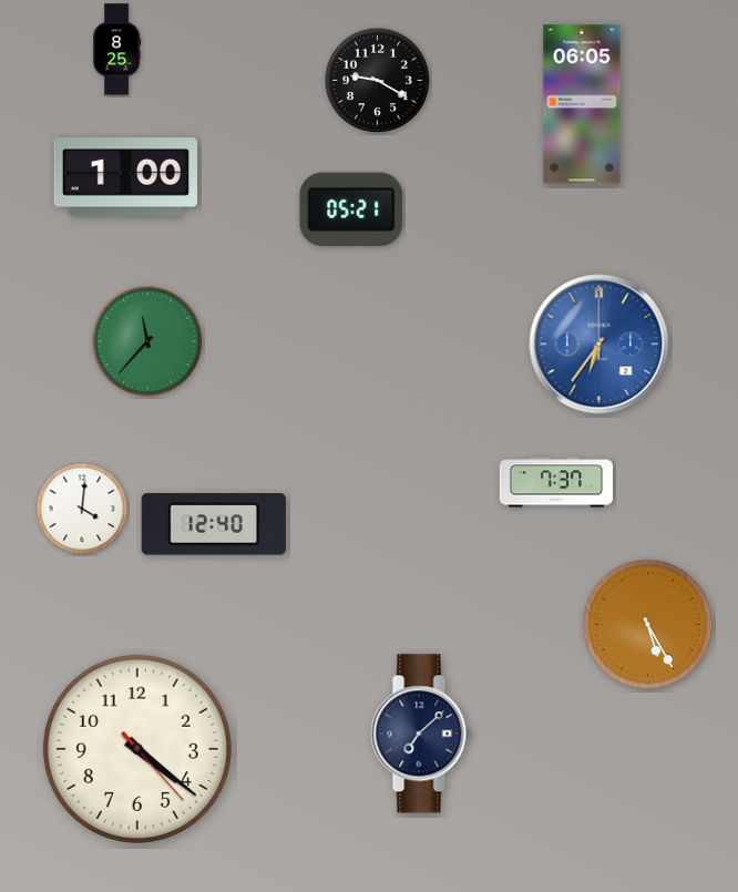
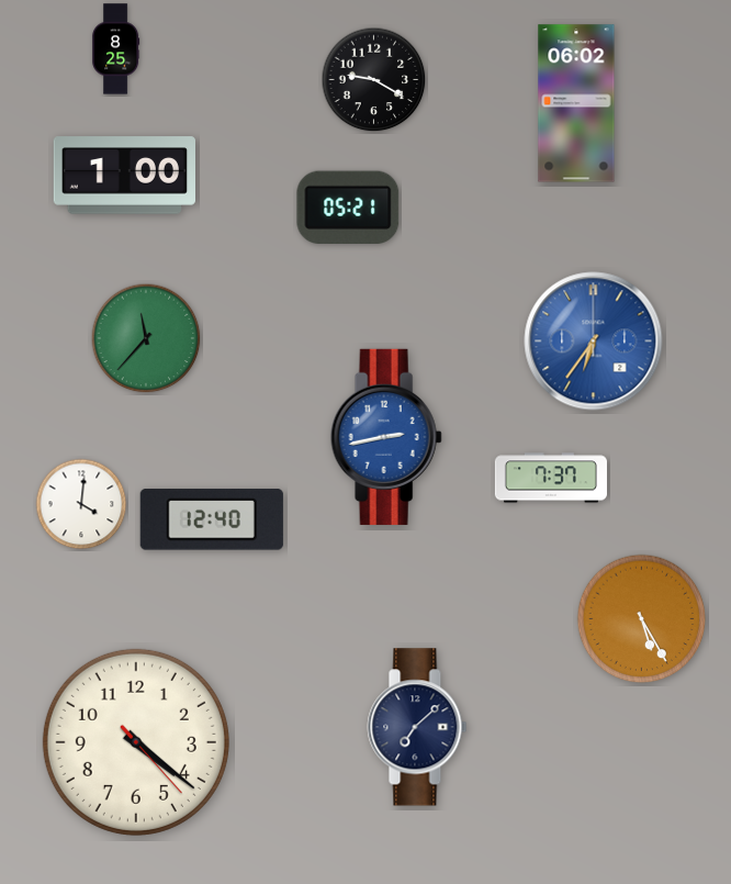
clock at (582, 104): 06:05 -> 06:02
clock at (386, 437): none -> 2:43
